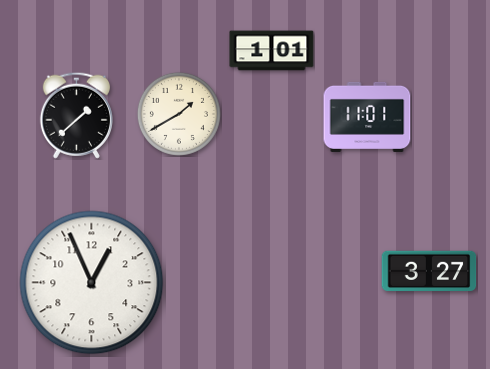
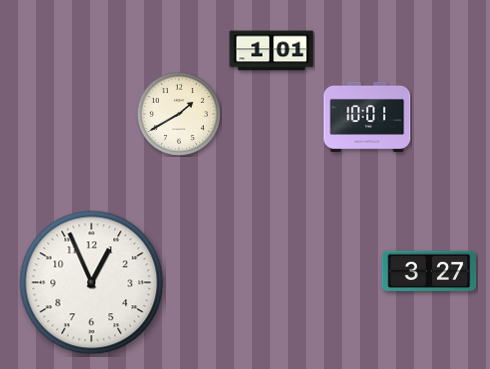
clock at (76, 115): 1:38 -> none
clock at (367, 117): 11:01 -> 10:01
